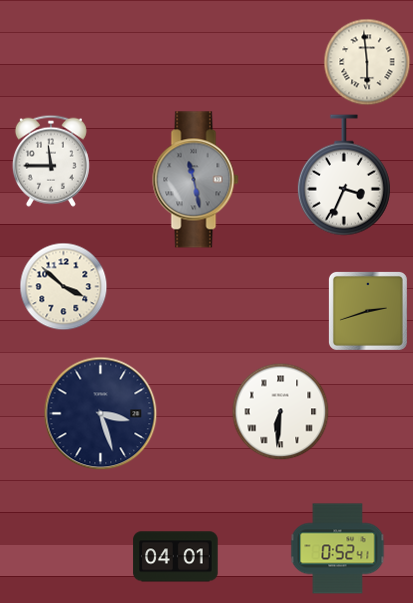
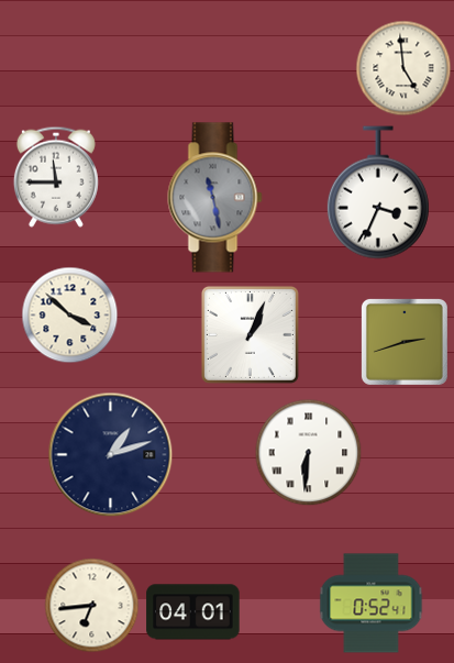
clock at (367, 62): 5:59 -> 4:59
clock at (250, 334): none -> 1:04
clock at (101, 414): 3:27 -> 1:12
clock at (92, 606): none -> 6:44
